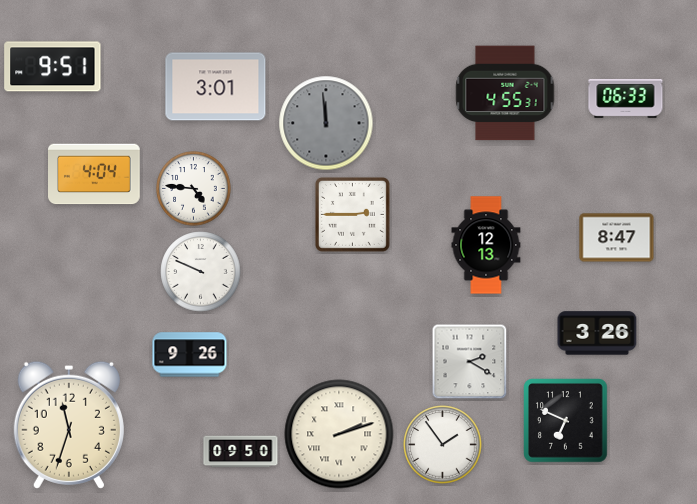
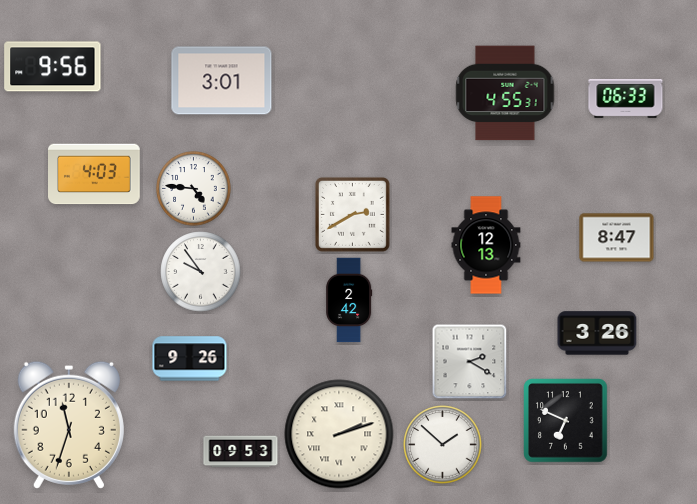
clock at (53, 67): 9:51 -> 9:56
clock at (216, 87) position: (216, 87) -> (222, 81)
clock at (326, 123): 11:59 -> none
clock at (94, 174): 4:04 -> 4:03
clock at (352, 214): 2:45 -> 2:40
clock at (201, 272): 9:49 -> 9:54
clock at (349, 300): none -> 2:42
clock at (190, 355) position: (190, 355) -> (190, 359)
clock at (443, 445): 1:54 -> 1:52
clock at (241, 452): 09:50 -> 09:53
